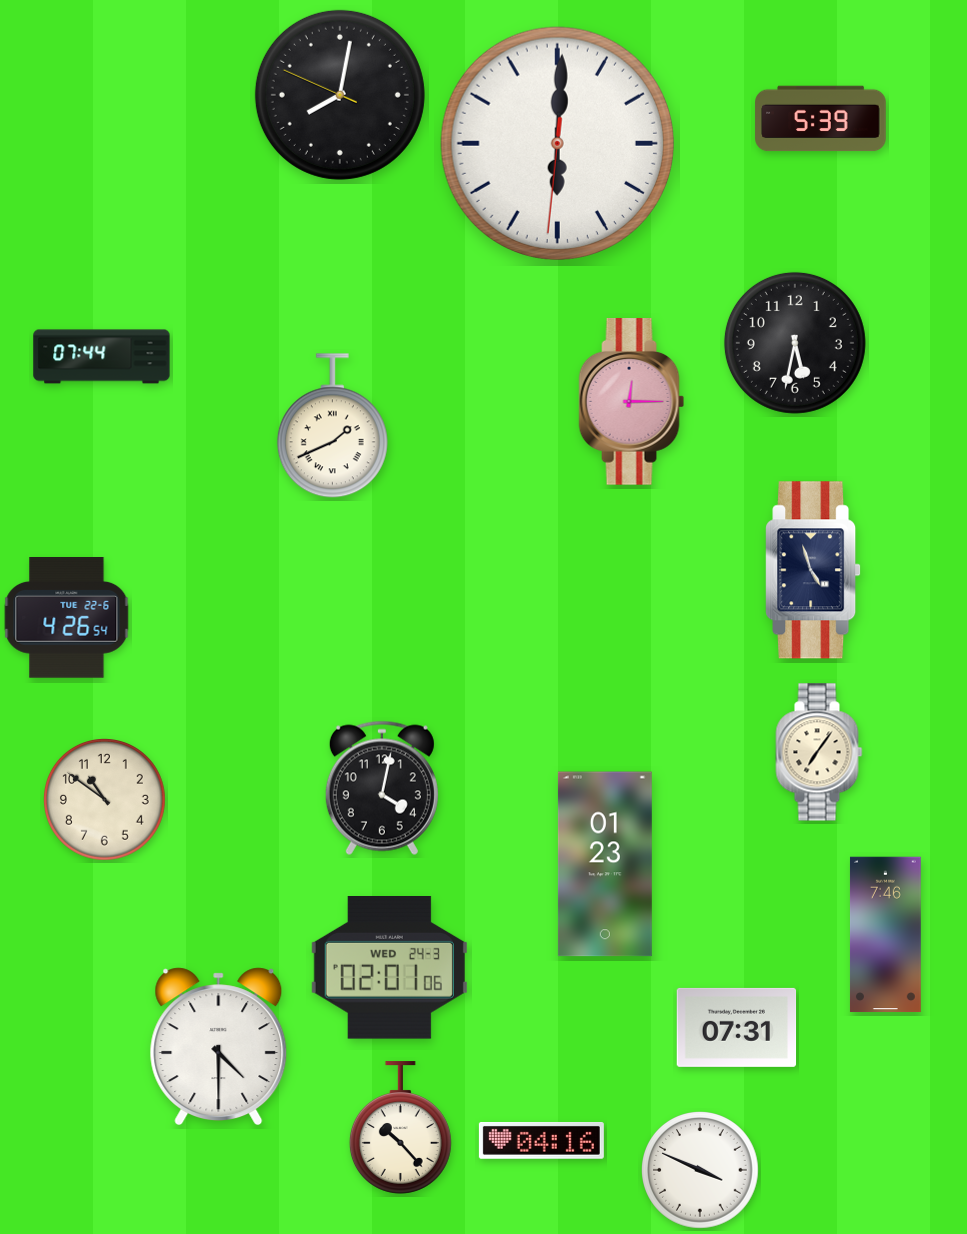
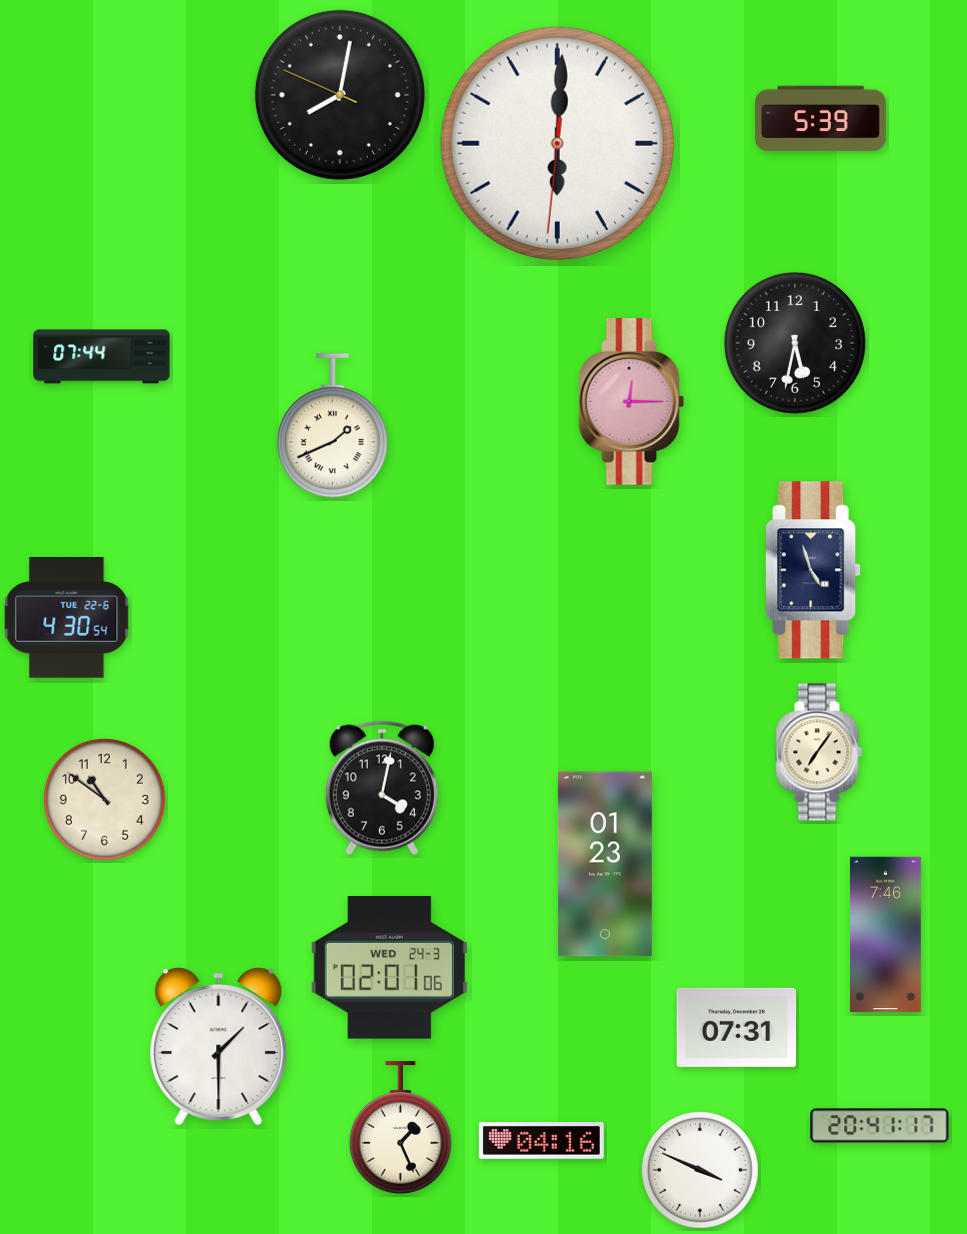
clock at (67, 618): 4:26 -> 4:30
clock at (219, 1046): 4:30 -> 1:30
clock at (880, 1126): none -> 20:41
clock at (400, 1128): 10:23 -> 1:26
